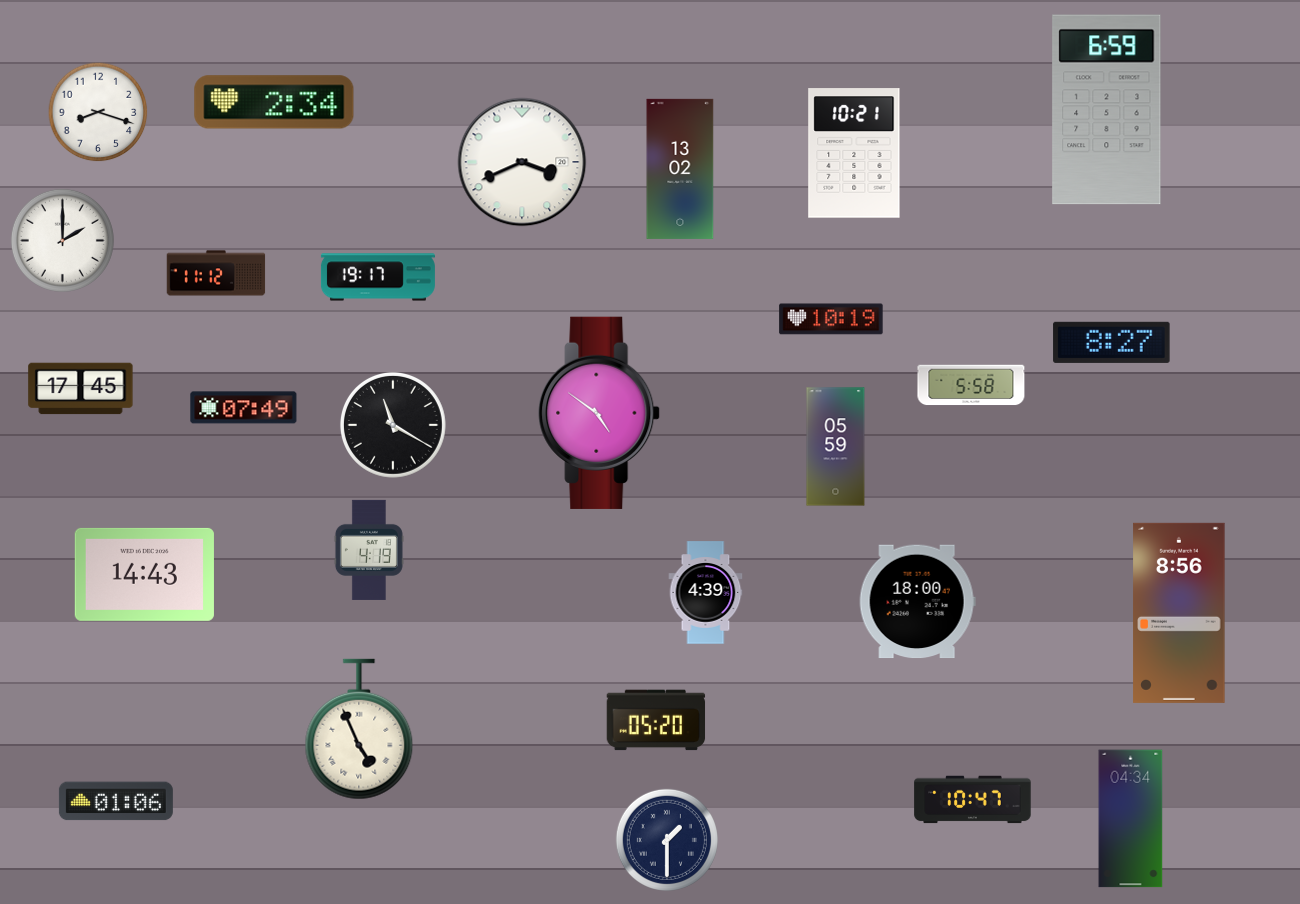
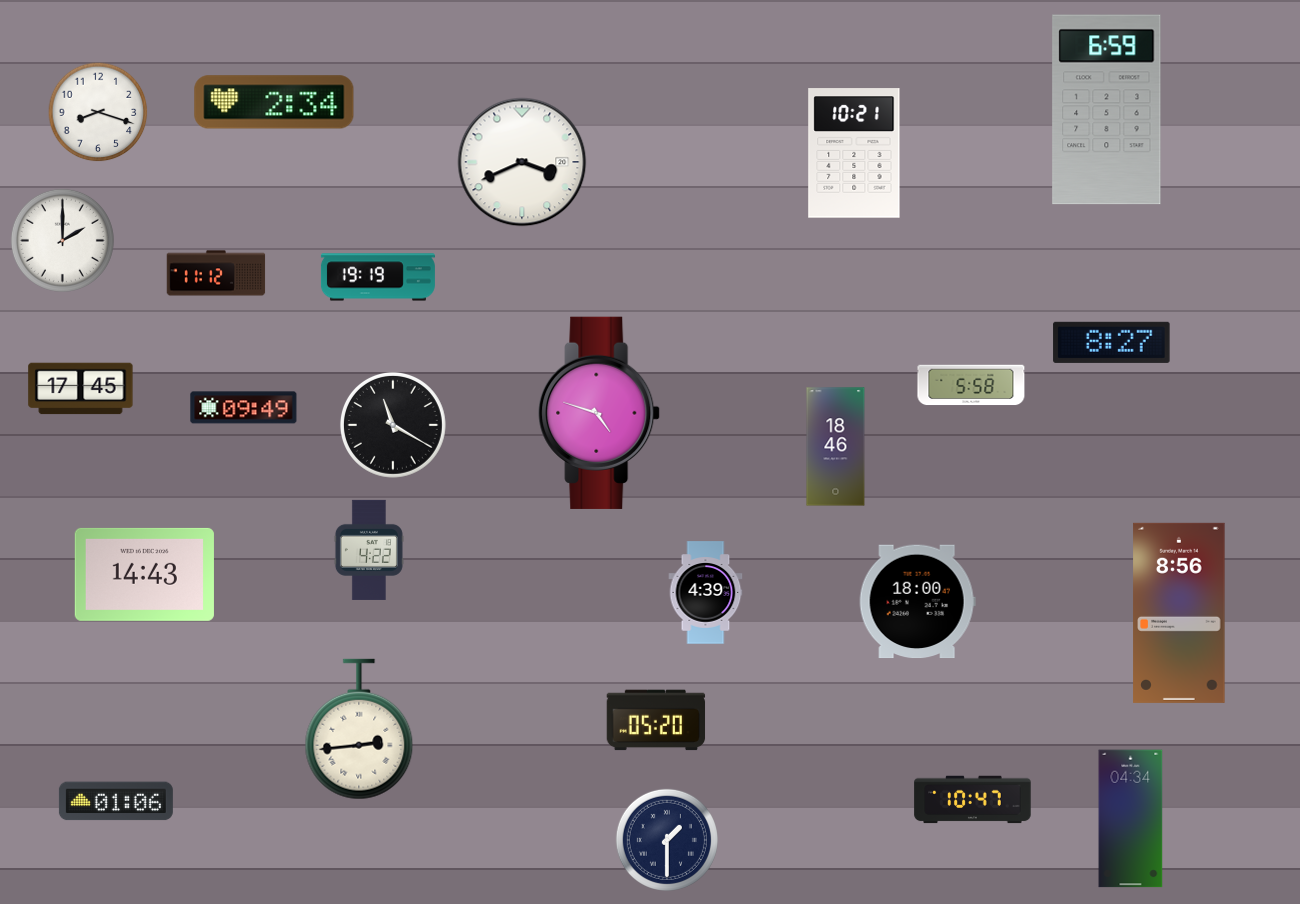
clock at (680, 169): 13:02 -> none
clock at (378, 277): 19:17 -> 19:19
clock at (831, 319): 10:19 -> none
clock at (244, 408): 07:49 -> 09:49
clock at (599, 413): 4:51 -> 4:48
clock at (836, 447): 05:59 -> 18:46
clock at (369, 550): 4:19 -> 4:22
clock at (359, 729): 4:56 -> 2:44
